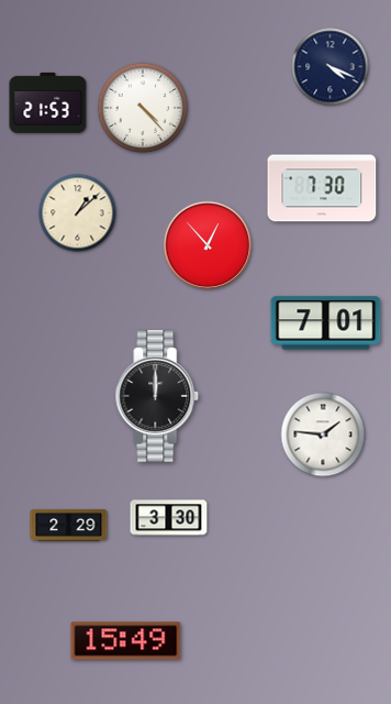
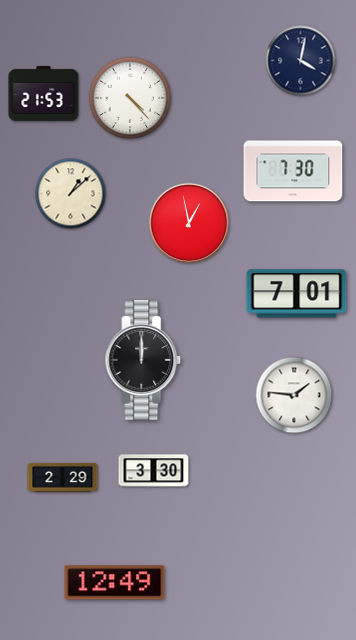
clock at (331, 67): 4:19 -> 4:02
clock at (206, 244): 12:53 -> 12:58
clock at (126, 641): 15:49 -> 12:49
